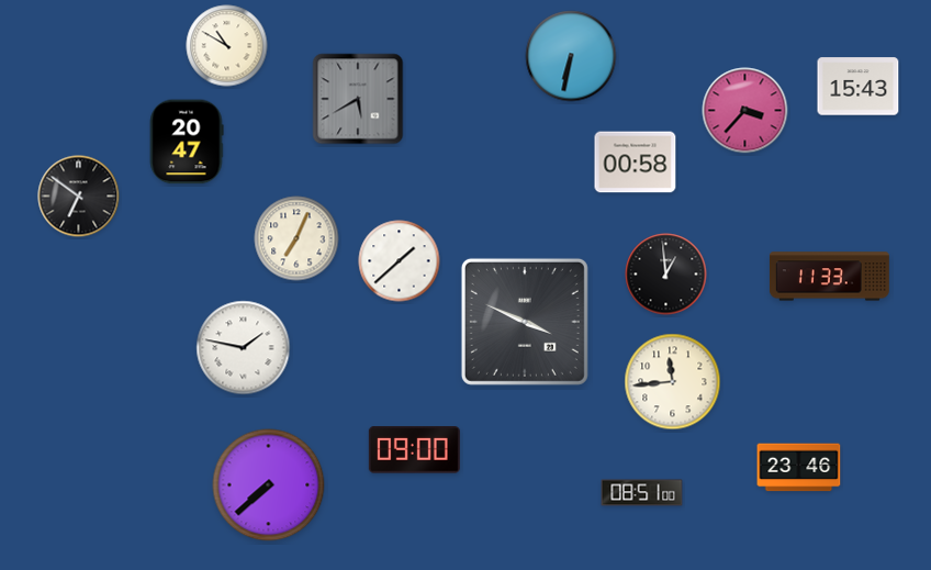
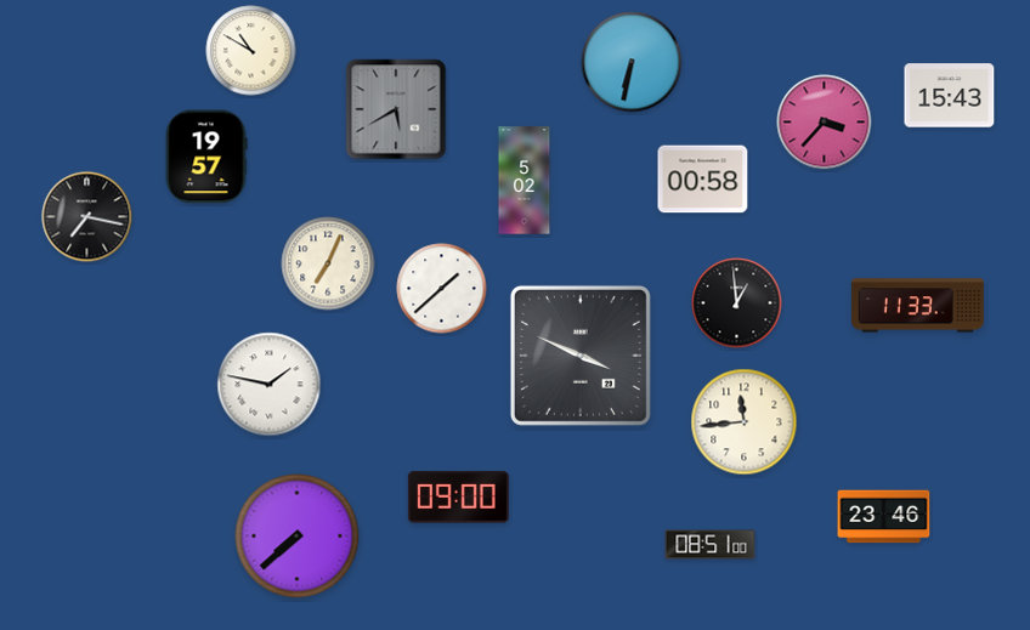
clock at (187, 142): 20:47 -> 19:57
clock at (525, 181): none -> 5:02
clock at (79, 197): 6:51 -> 7:17
